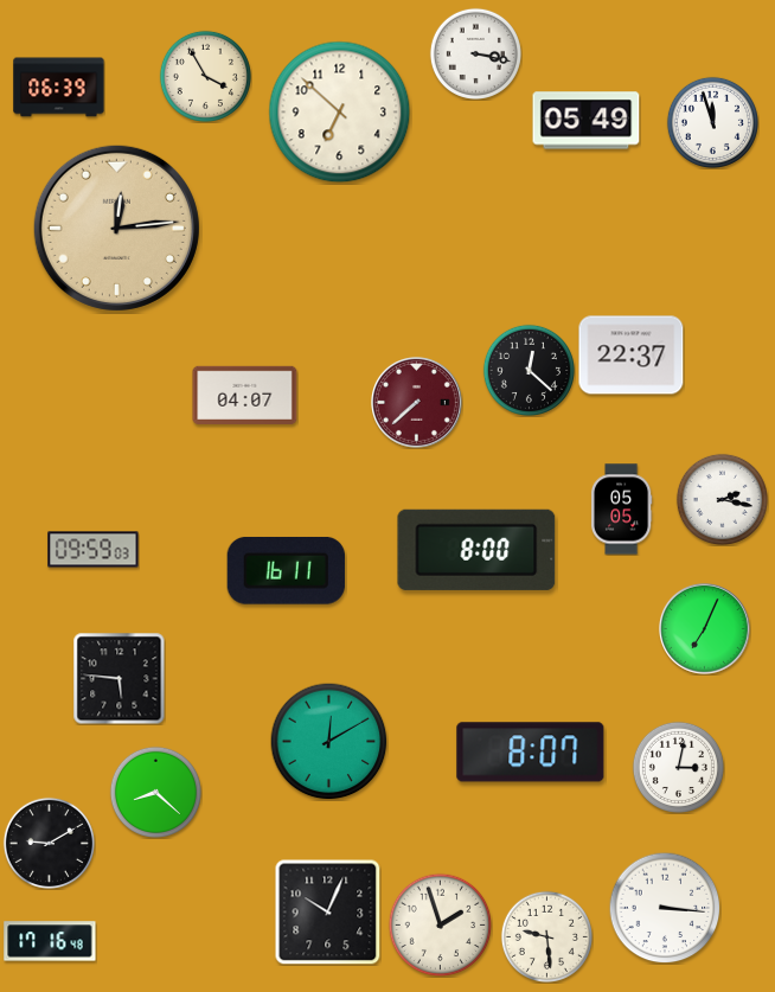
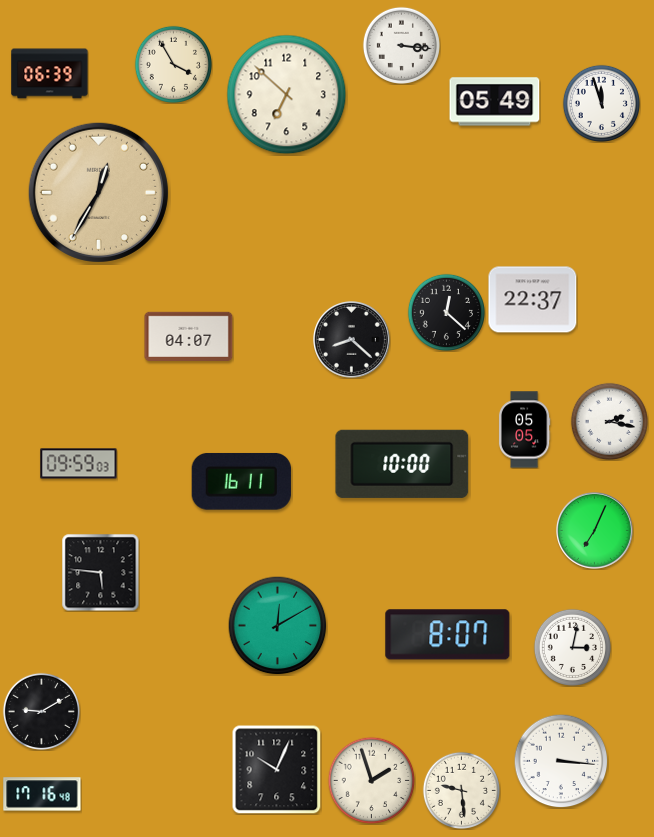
clock at (475, 53): 3:17 -> 3:16
clock at (116, 228): 12:14 -> 12:35
clock at (245, 395) position: (245, 395) -> (189, 336)
clock at (417, 403): 7:38 -> 8:22
clock at (417, 403) dial: burgundy -> black
clock at (476, 550): 8:00 -> 10:00
clock at (155, 792): 8:22 -> none
clock at (665, 908) position: (665, 908) -> (561, 761)
